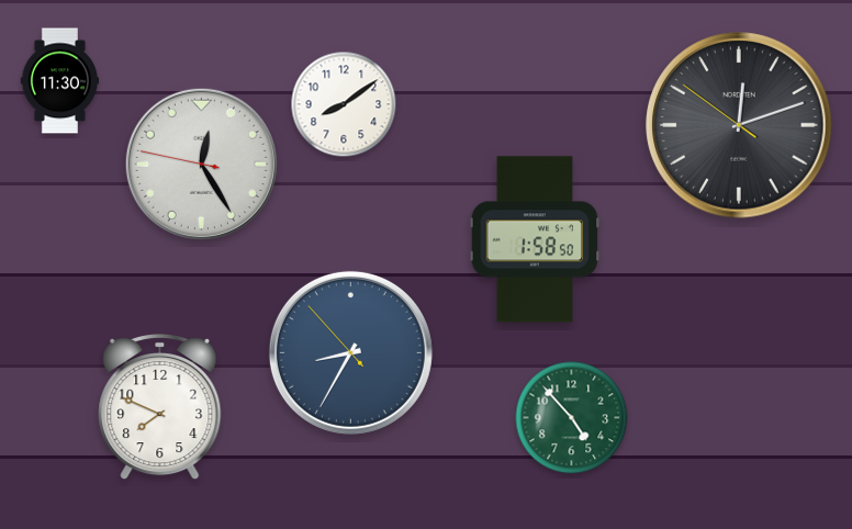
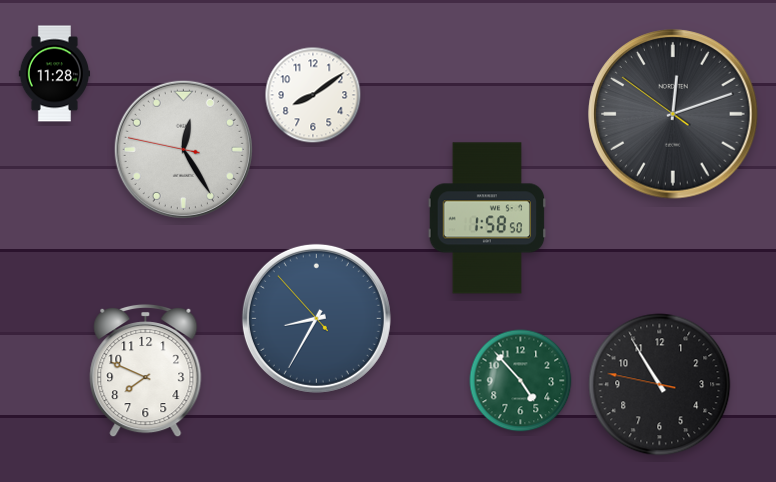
clock at (59, 81): 11:30 -> 11:28
clock at (350, 352) position: (350, 352) -> (316, 318)
clock at (660, 385): none -> 10:54
